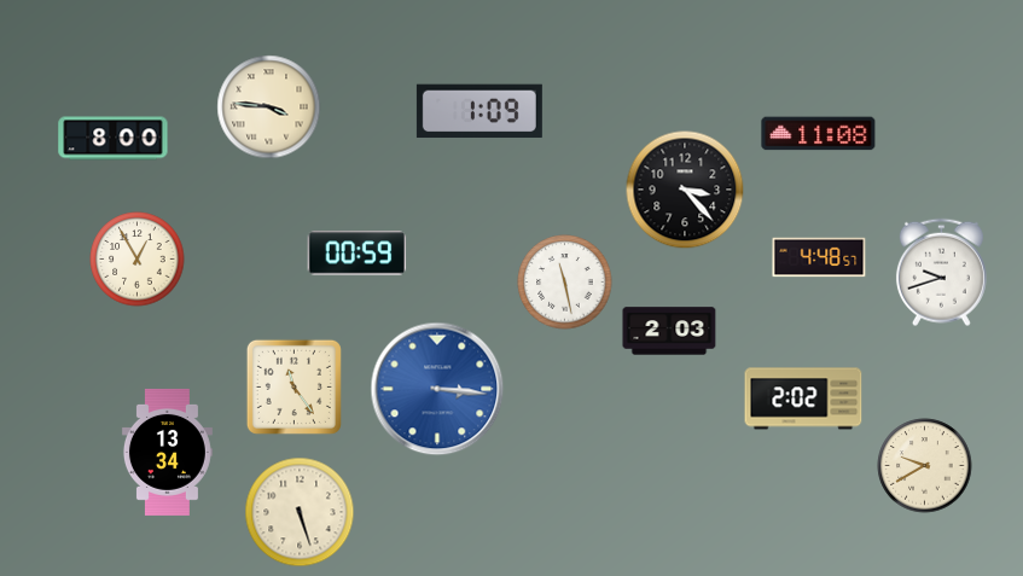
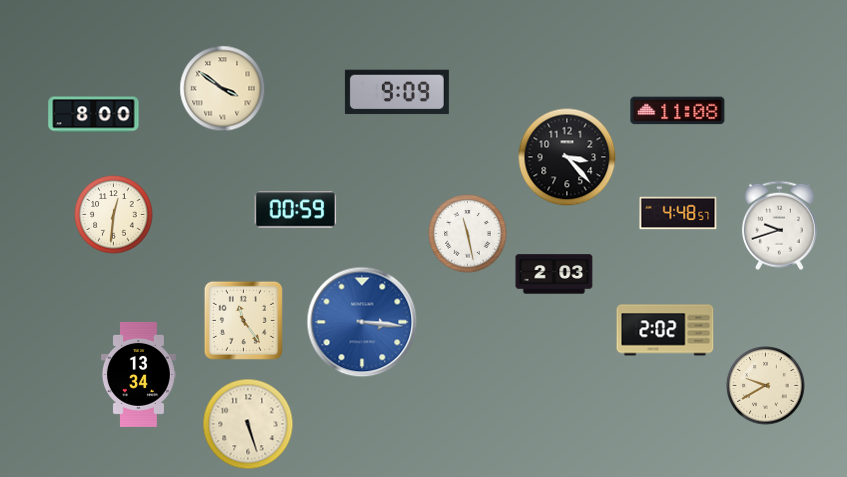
clock at (269, 107): 3:46 -> 3:51
clock at (479, 111): 1:09 -> 9:09
clock at (138, 260): 12:55 -> 12:31
